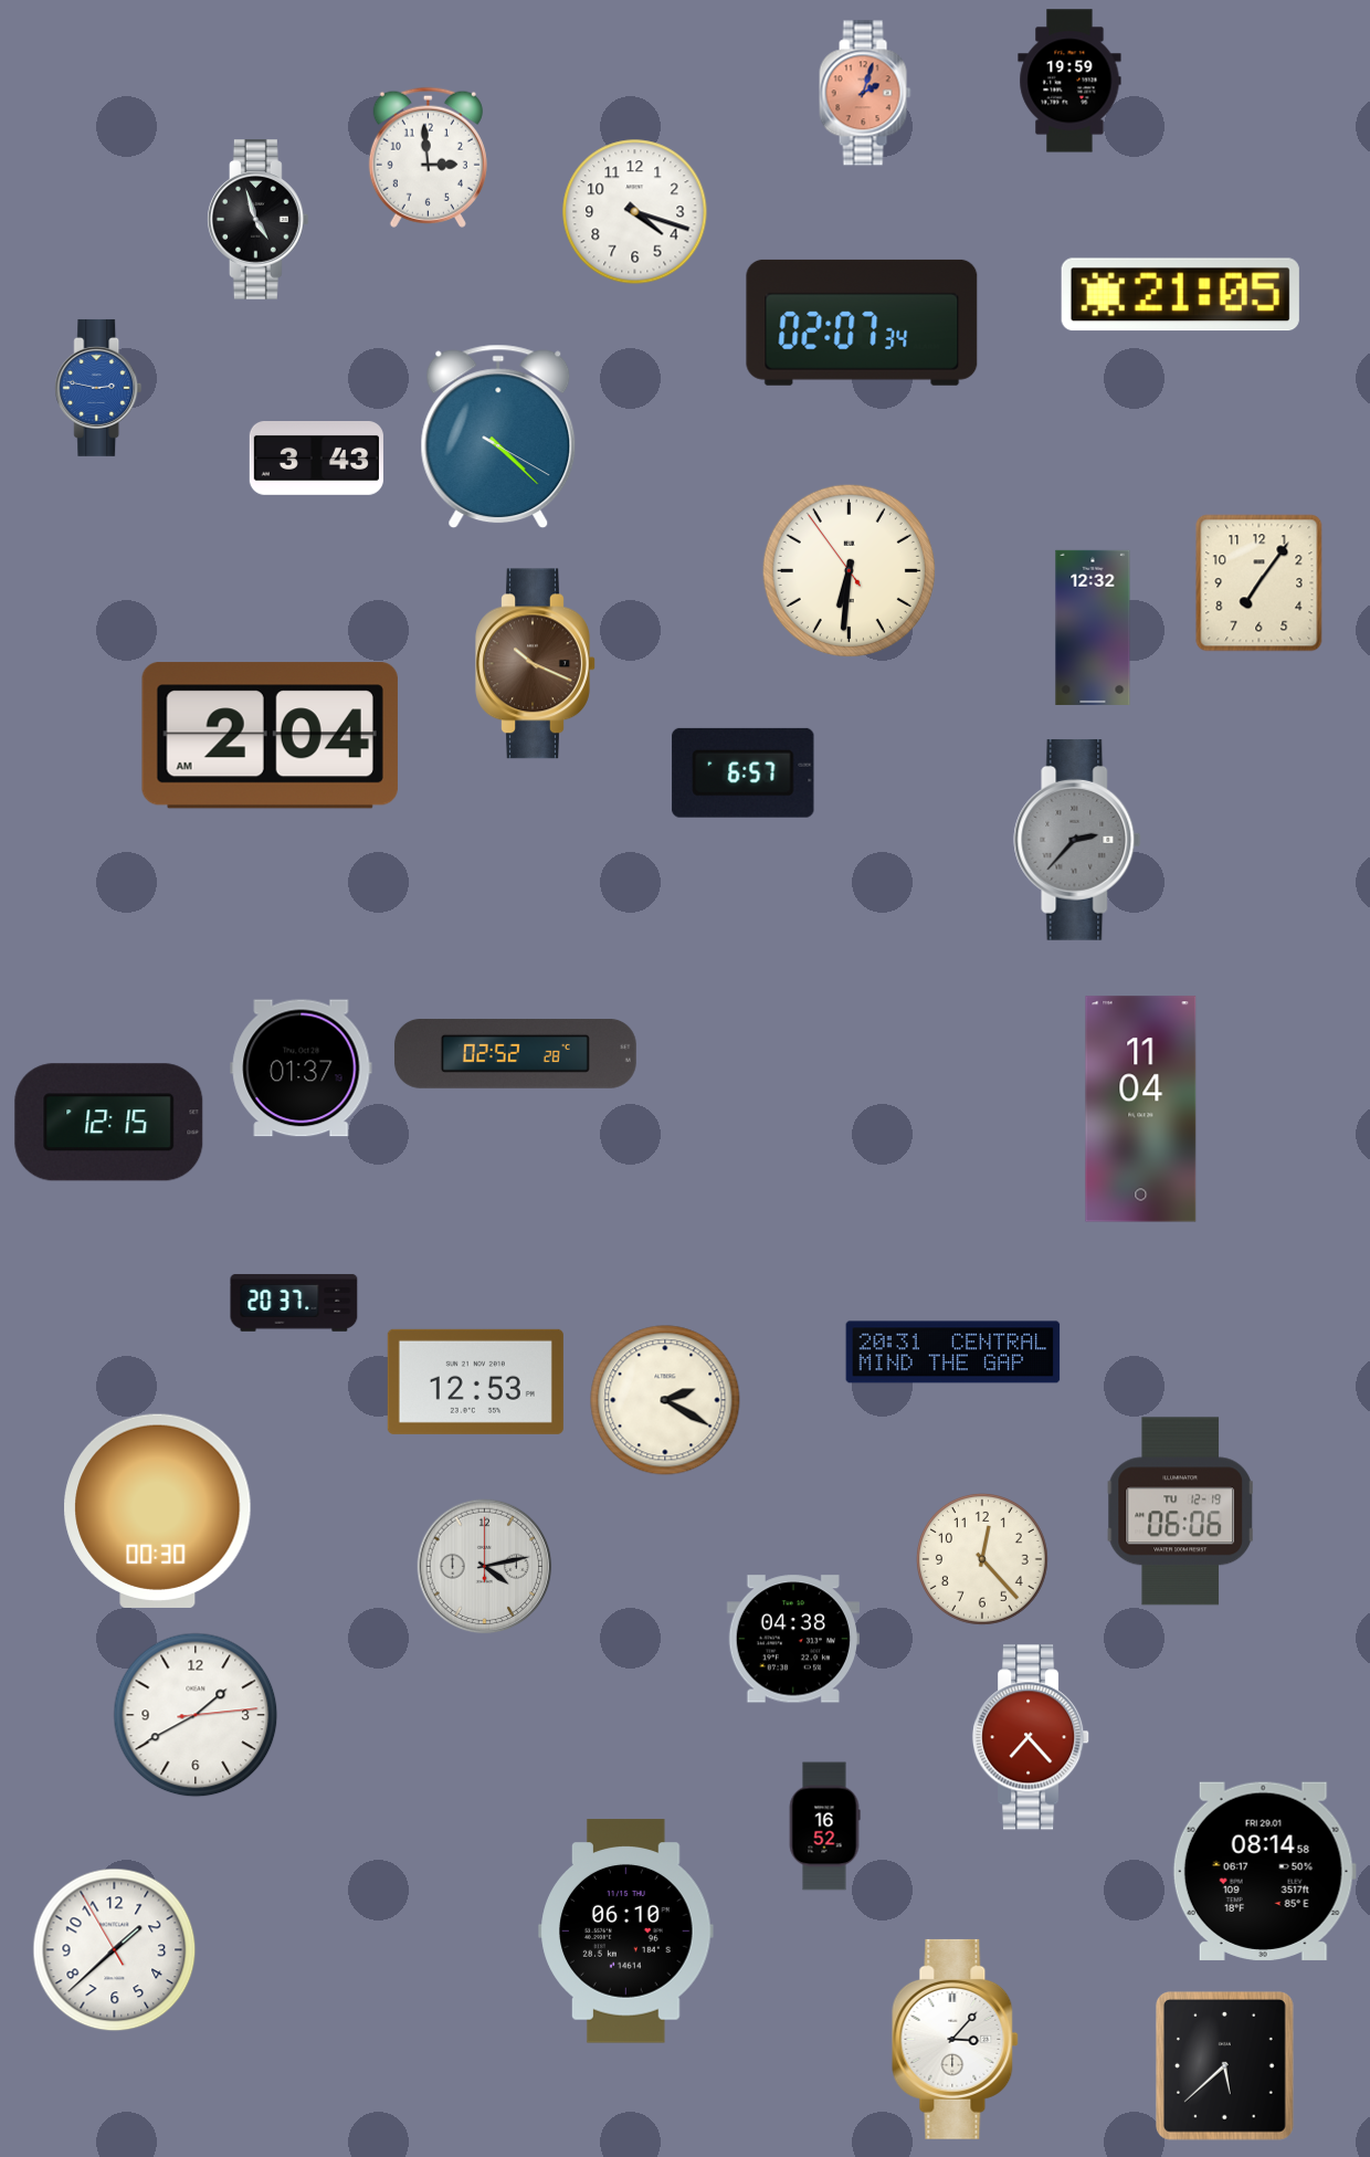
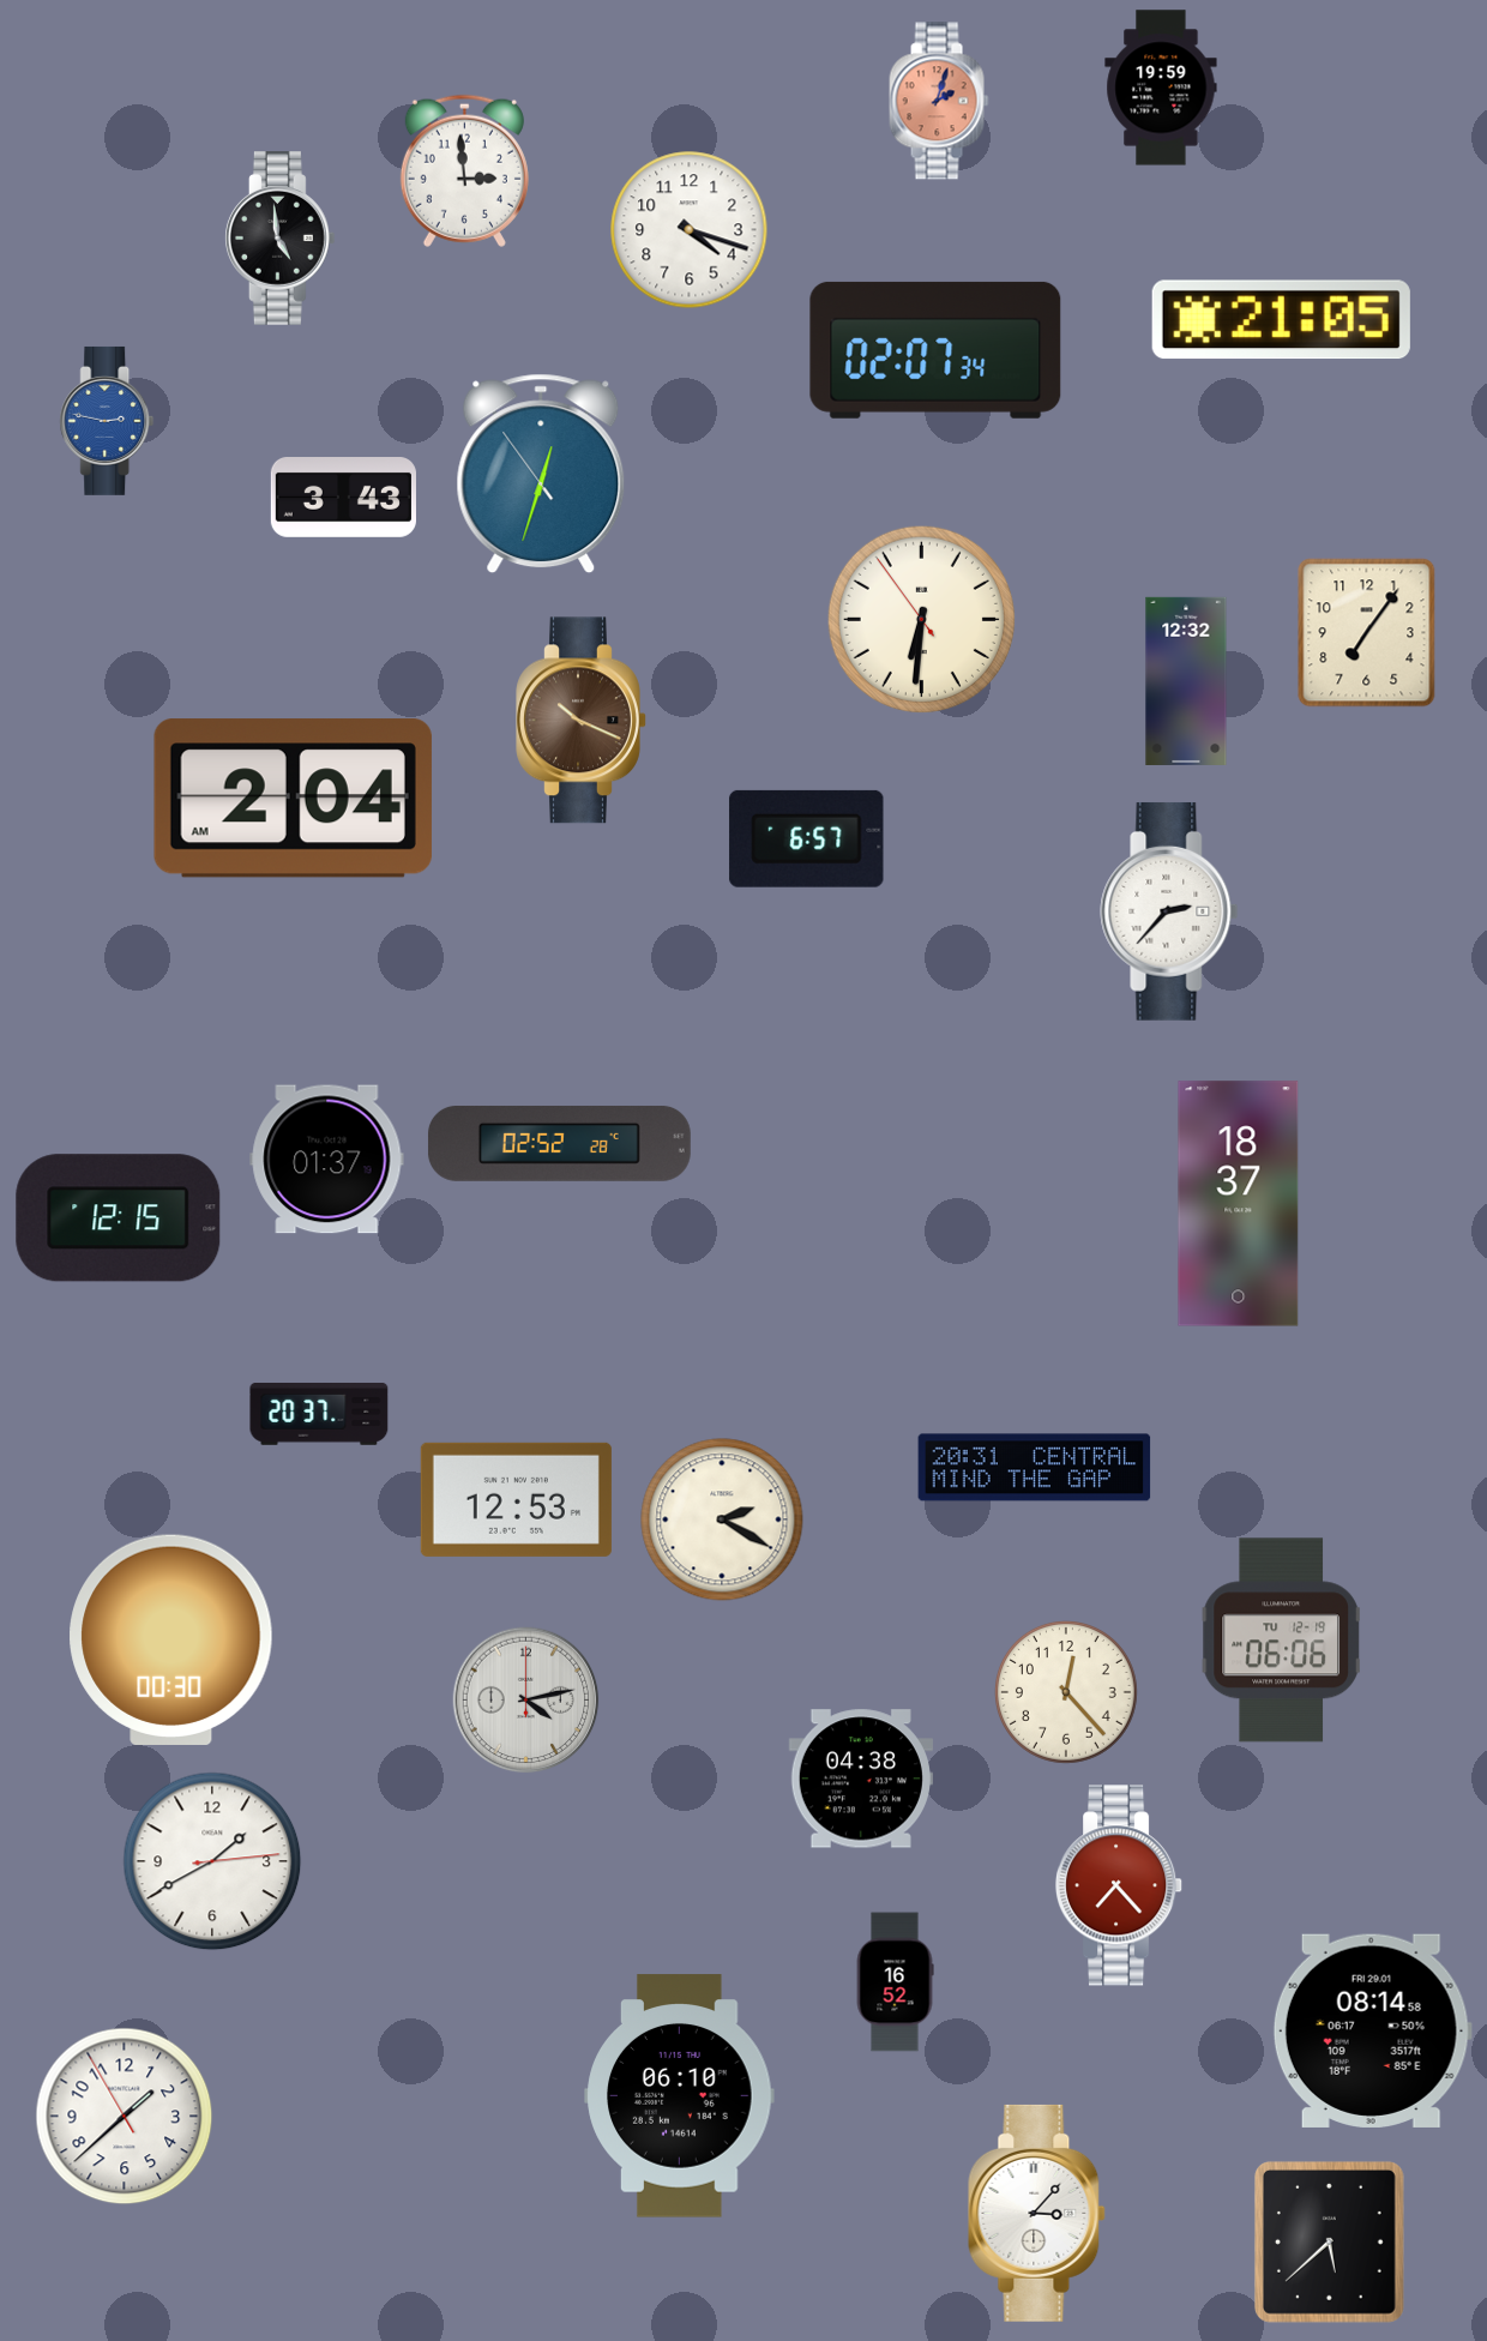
clock at (259, 220): 4:57 -> 4:59
clock at (498, 436): 4:22 -> 12:32
clock at (1077, 840) dial: grey -> white
clock at (1141, 1109): 11:04 -> 18:37
